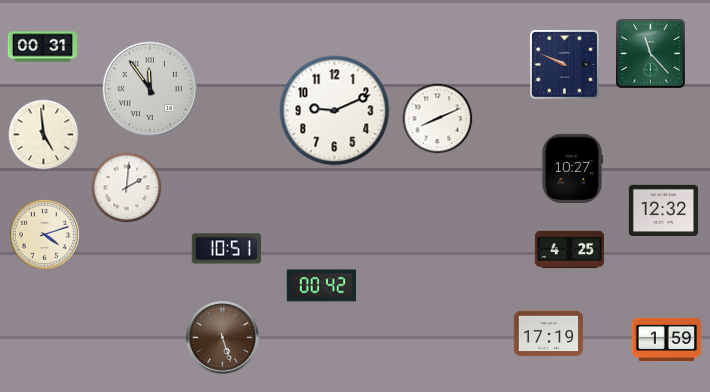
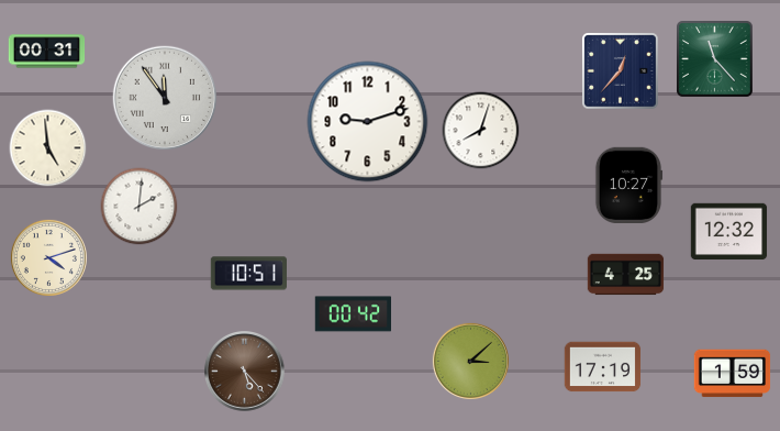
clock at (565, 65): 9:49 -> 12:37
clock at (335, 111): 9:11 -> 9:12
clock at (438, 119): 8:11 -> 8:03
clock at (470, 361): none -> 3:08
clock at (223, 338): 5:27 -> 5:23
